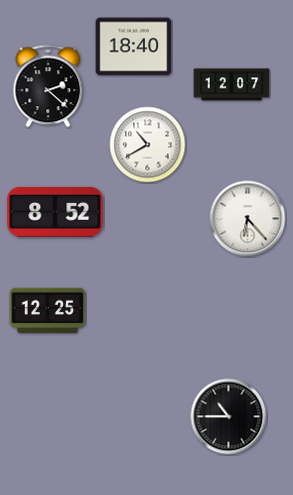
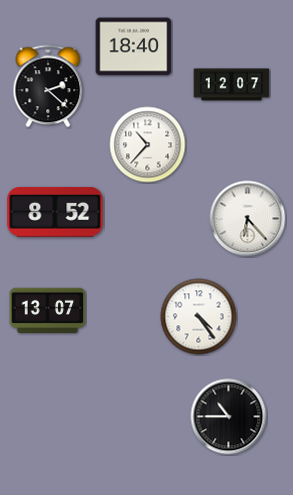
clock at (148, 145): 10:40 -> 10:37
clock at (48, 311): 12:25 -> 13:07
clock at (199, 317): none -> 4:24
